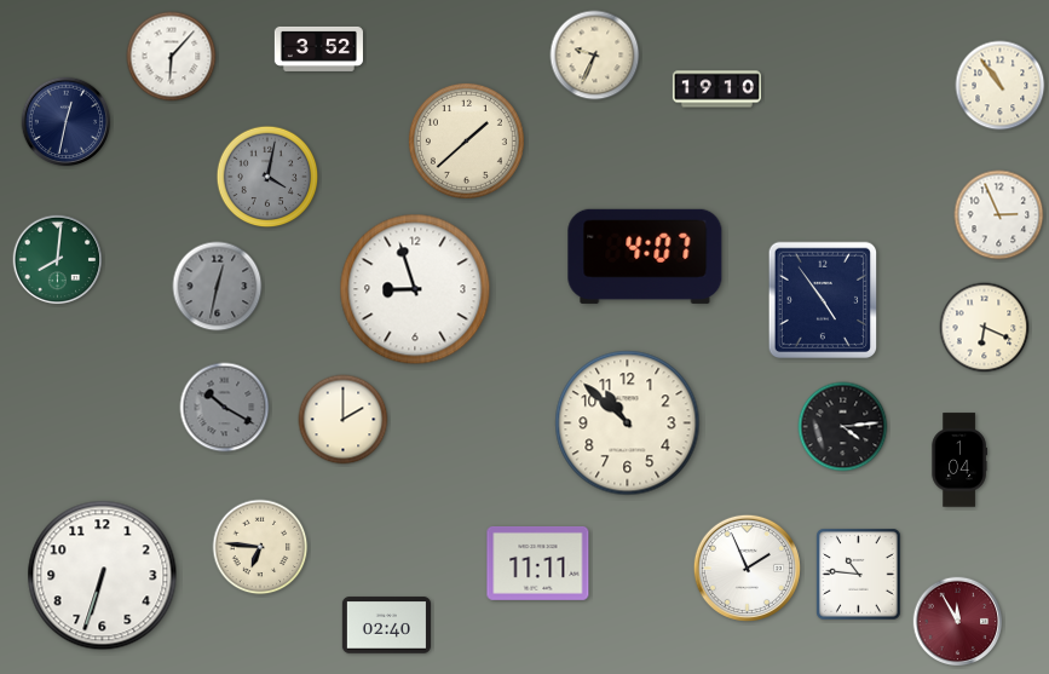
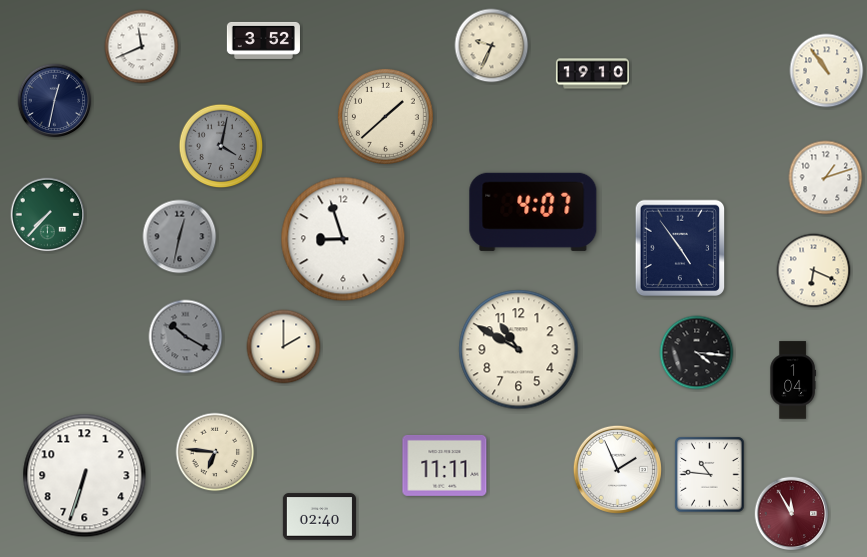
clock at (172, 57): 6:07 -> 11:41
clock at (999, 215): 2:56 -> 1:12
clock at (58, 260): 8:01 -> 7:37
clock at (628, 424): 10:52 -> 10:50
clock at (843, 427): 4:14 -> 4:16
